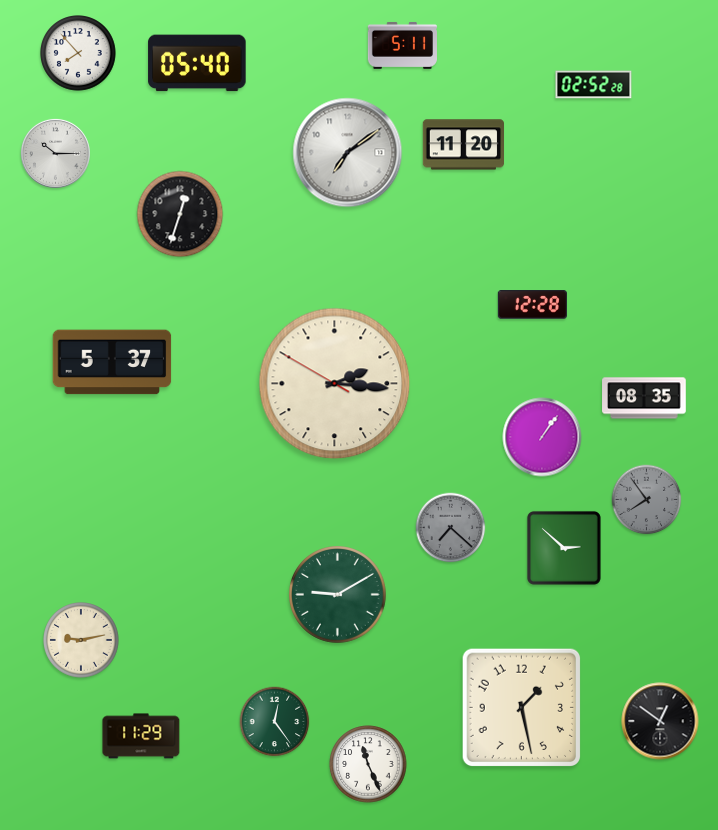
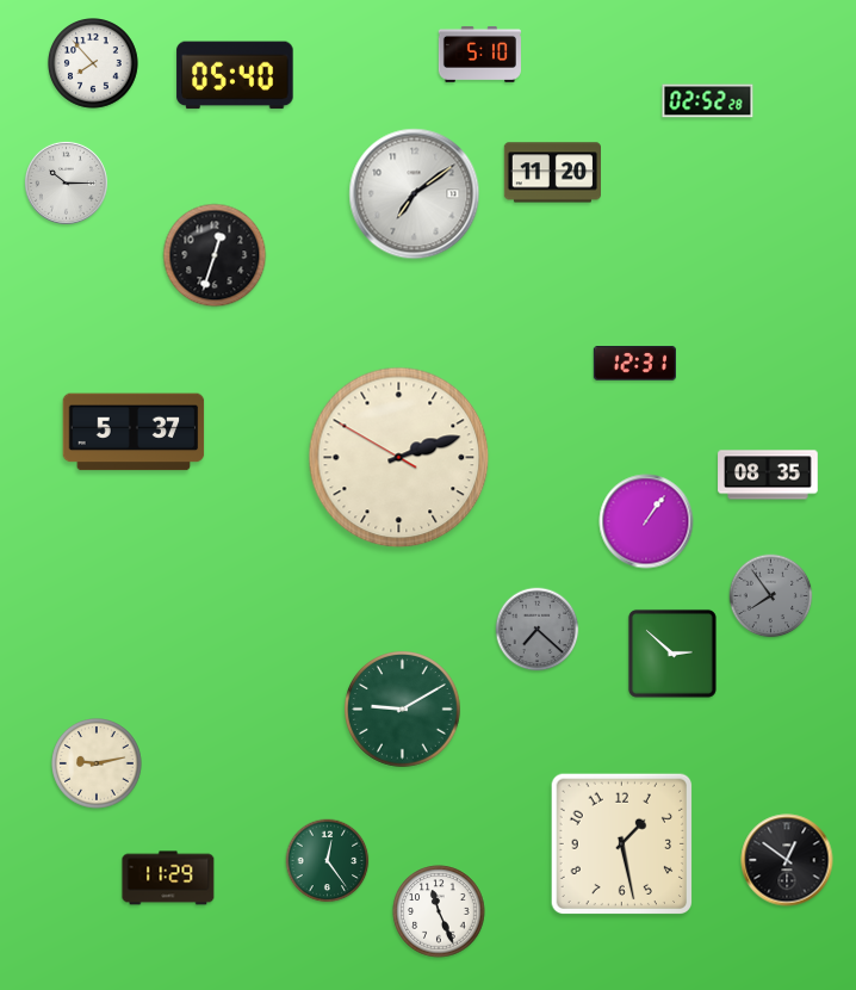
clock at (402, 45): 5:11 -> 5:10
clock at (348, 153) position: (348, 153) -> (415, 194)
clock at (532, 305): 12:28 -> 12:31
clock at (335, 384): 2:15 -> 2:11
